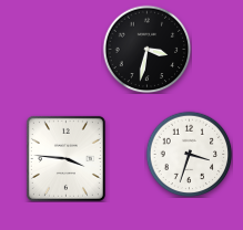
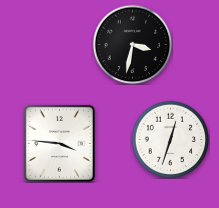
clock at (189, 154): 3:33 -> 12:33
